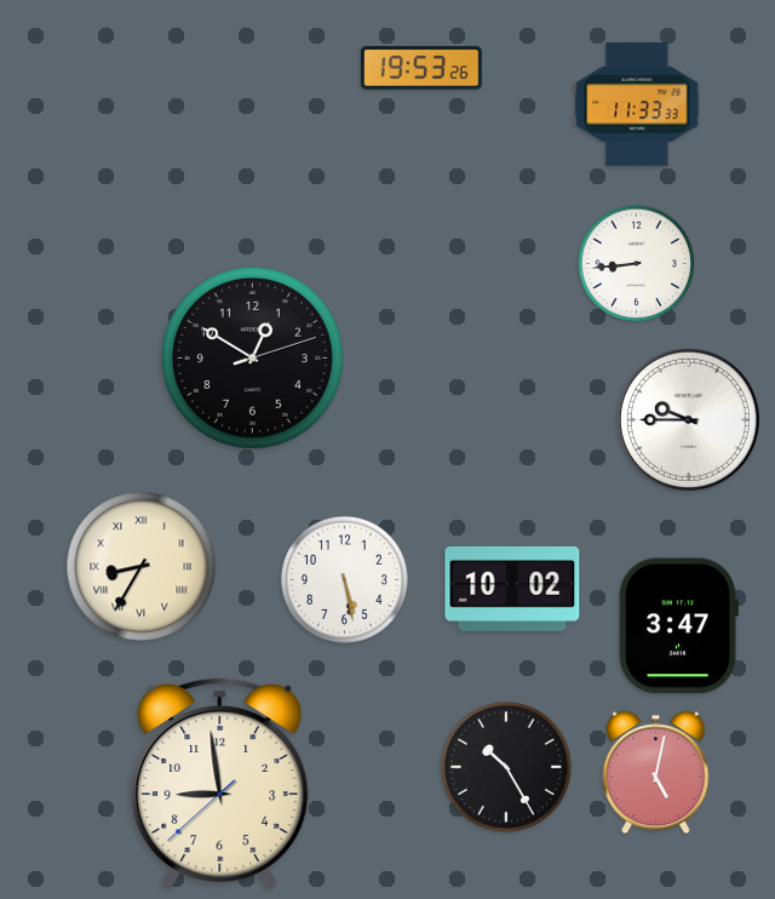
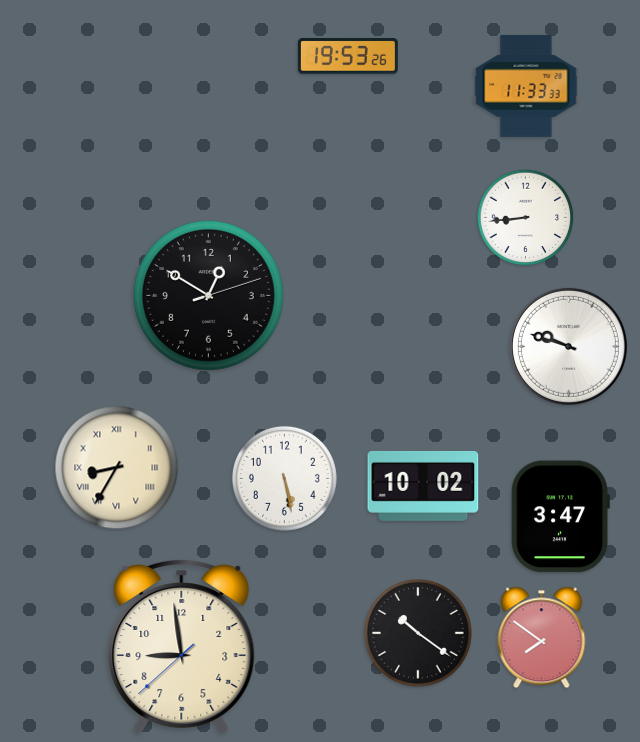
clock at (688, 419): 9:45 -> 9:48
clock at (507, 768): 10:25 -> 10:21
clock at (656, 773): 5:02 -> 7:51
